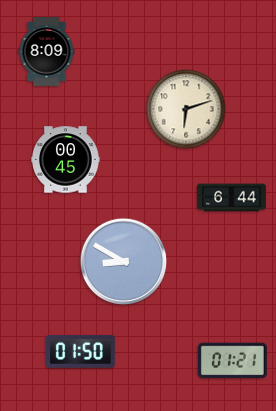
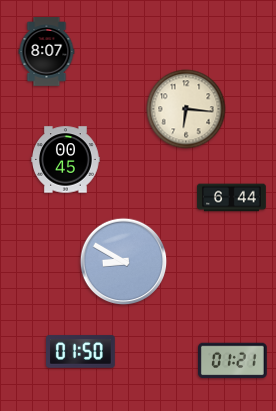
clock at (47, 52): 8:09 -> 8:07
clock at (186, 109): 6:12 -> 6:16
